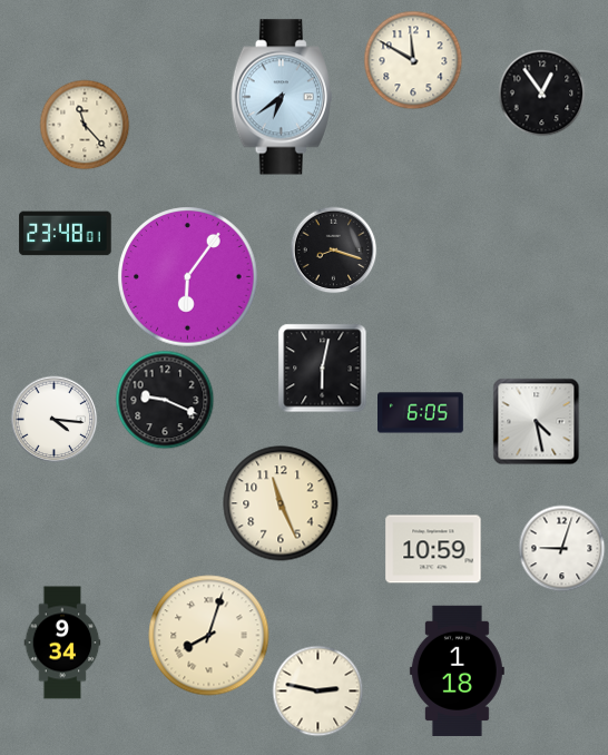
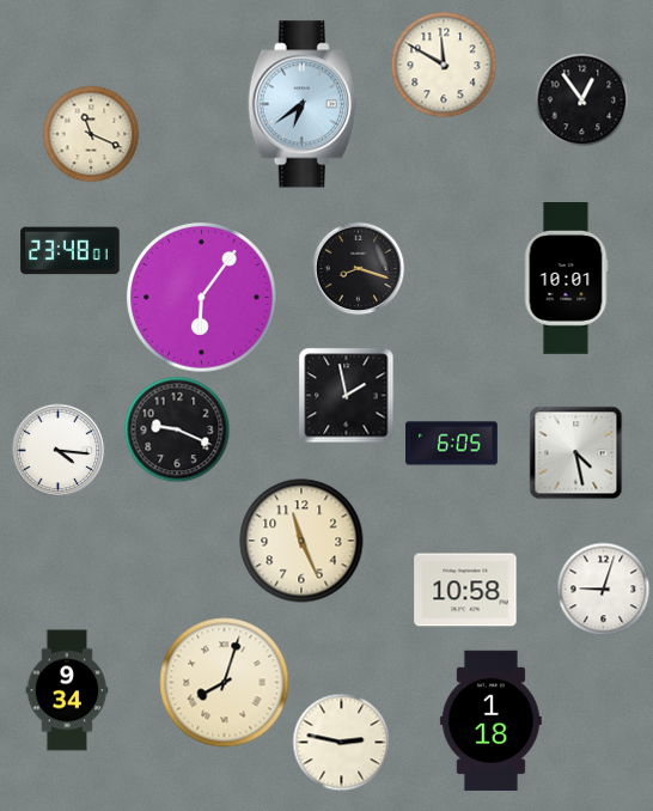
clock at (85, 125): 11:23 -> 11:19
clock at (566, 279): none -> 10:01
clock at (322, 367): 6:02 -> 1:58
clock at (433, 549): 10:59 -> 10:58
